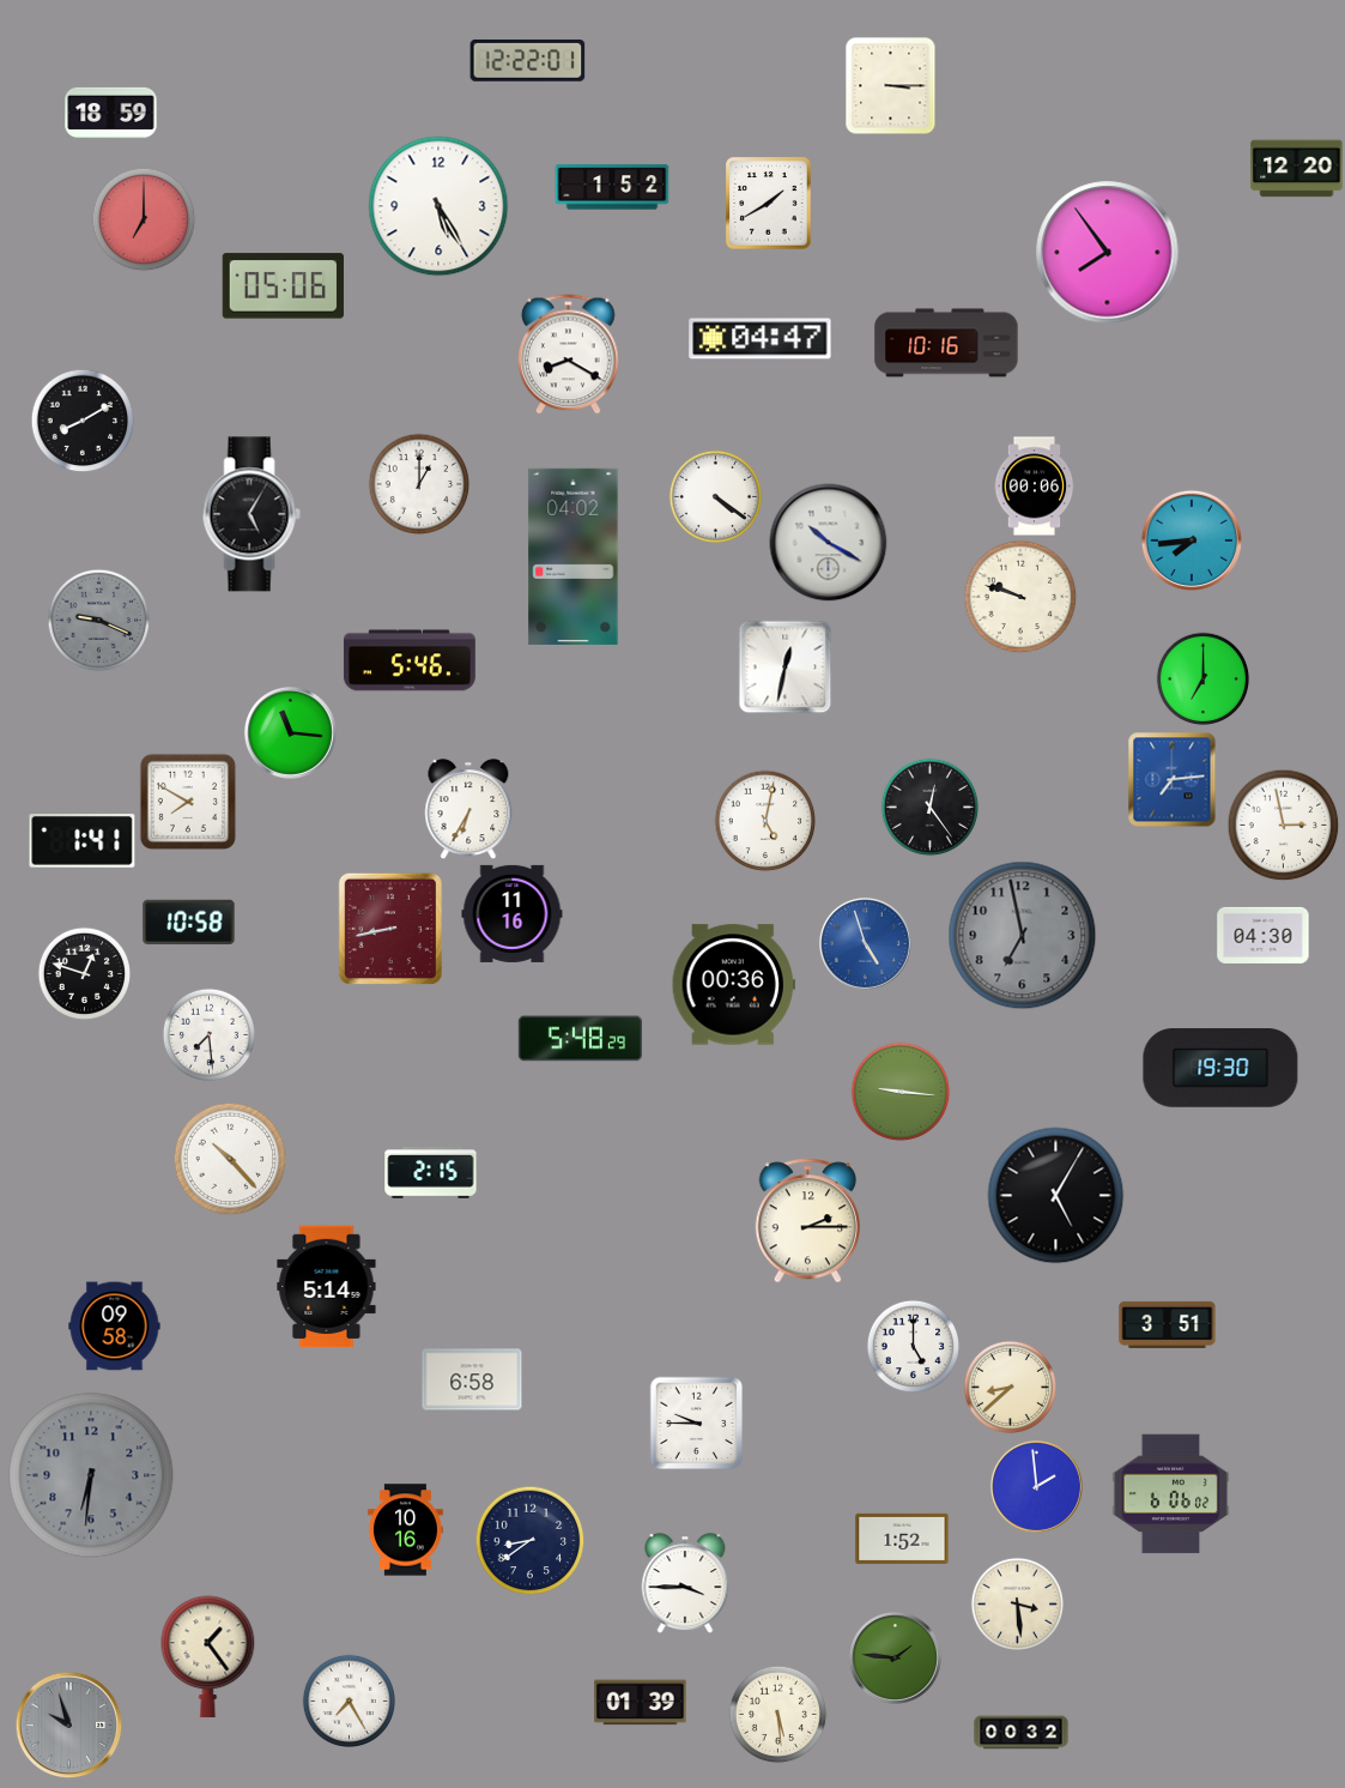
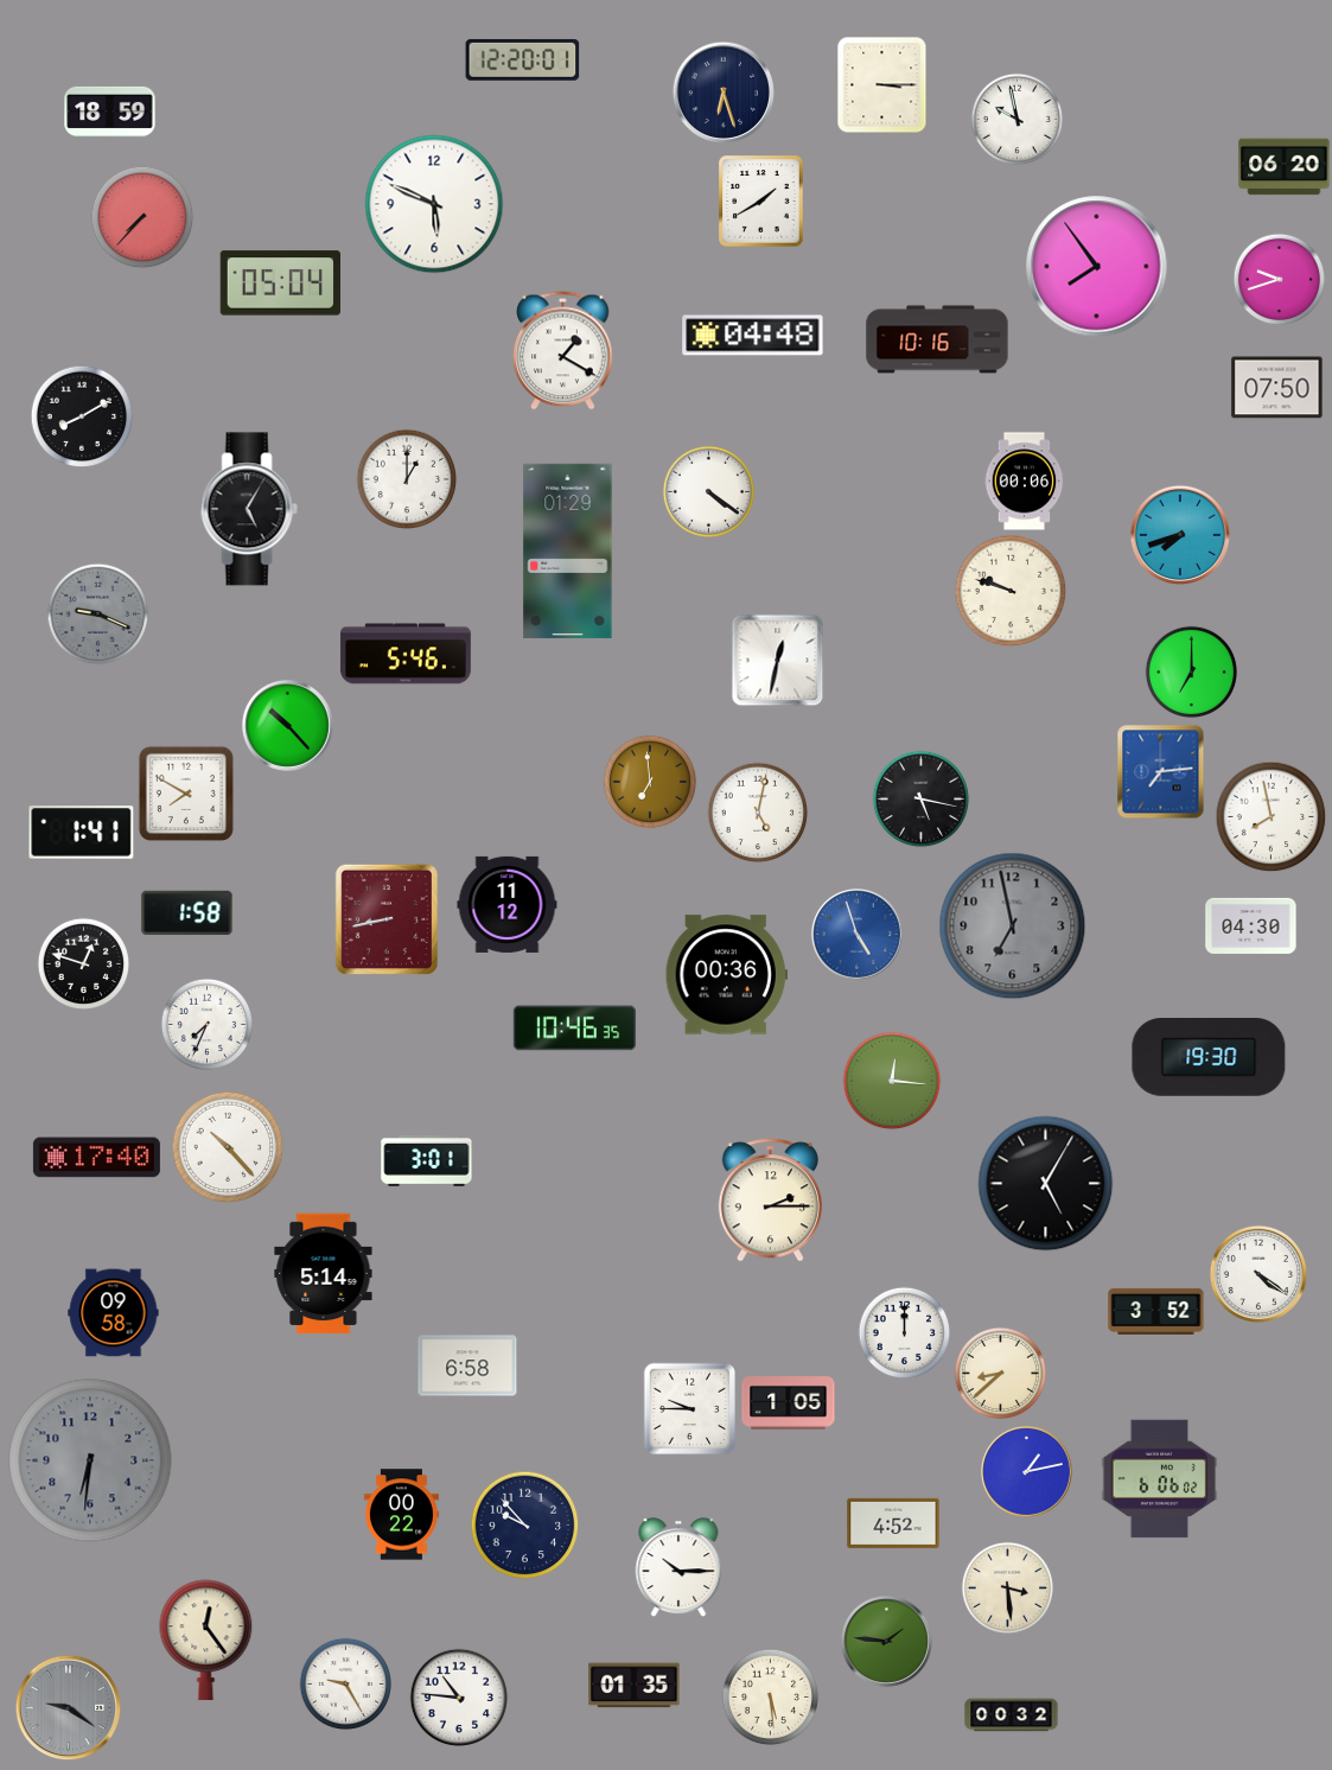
clock at (528, 60): 12:22 -> 12:20
clock at (722, 91): none -> 6:27
clock at (1016, 119): none -> 9:58
clock at (1297, 169): 12:20 -> 06:20
clock at (612, 187): 1:52 -> none
clock at (438, 206): 5:25 -> 5:49
clock at (144, 219): 7:00 -> 7:37
clock at (1108, 253) position: (1108, 253) -> (1097, 267)
clock at (1279, 279): none -> 9:42
clock at (283, 286): 05:06 -> 05:04
clock at (761, 339): 04:47 -> 04:48
clock at (569, 355): 8:20 -> 1:20
clock at (1277, 388): none -> 07:50
clock at (419, 484) position: (419, 484) -> (407, 479)
clock at (1192, 540): 7:44 -> 7:42
clock at (829, 543): 10:20 -> none
clock at (574, 556): 04:02 -> 01:29
clock at (290, 732): 11:16 -> 10:23
clock at (649, 781): none -> 6:59
clock at (929, 807): 12:24 -> 5:17
clock at (468, 809): 6:35 -> none
clock at (1283, 824): 2:58 -> 7:58
clock at (513, 913): 11:16 -> 11:12
clock at (189, 923): 10:58 -> 1:58
clock at (208, 1034): 7:29 -> 7:34
clock at (580, 1039): 5:48 -> 10:46
clock at (901, 1092): 9:16 -> 12:16
clock at (96, 1158): none -> 17:40
clock at (431, 1173): 2:15 -> 3:01
clock at (807, 1221) position: (807, 1221) -> (770, 1201)
clock at (1258, 1274): none -> 4:21
clock at (1168, 1324): 3:51 -> 3:52
clock at (913, 1346): 5:00 -> 12:00
clock at (789, 1403): none -> 1:05
clock at (1036, 1486): 1:59 -> 1:13
clock at (405, 1530): 10:16 -> 00:22
clock at (902, 1539): 1:52 -> 4:52
clock at (529, 1540): 8:39 -> 9:53
clock at (685, 1583): 3:45 -> 10:15
clock at (208, 1656): 1:24 -> 12:24
clock at (349, 1701): 7:25 -> 9:25
clock at (641, 1703): 01:39 -> 01:35
clock at (459, 1698): none -> 10:46
clock at (68, 1724): 9:57 -> 9:21
